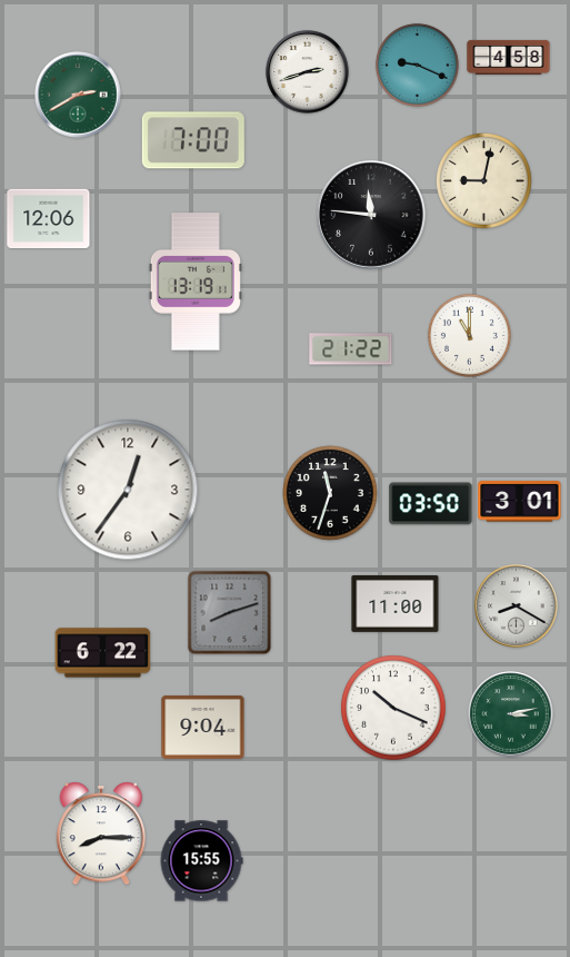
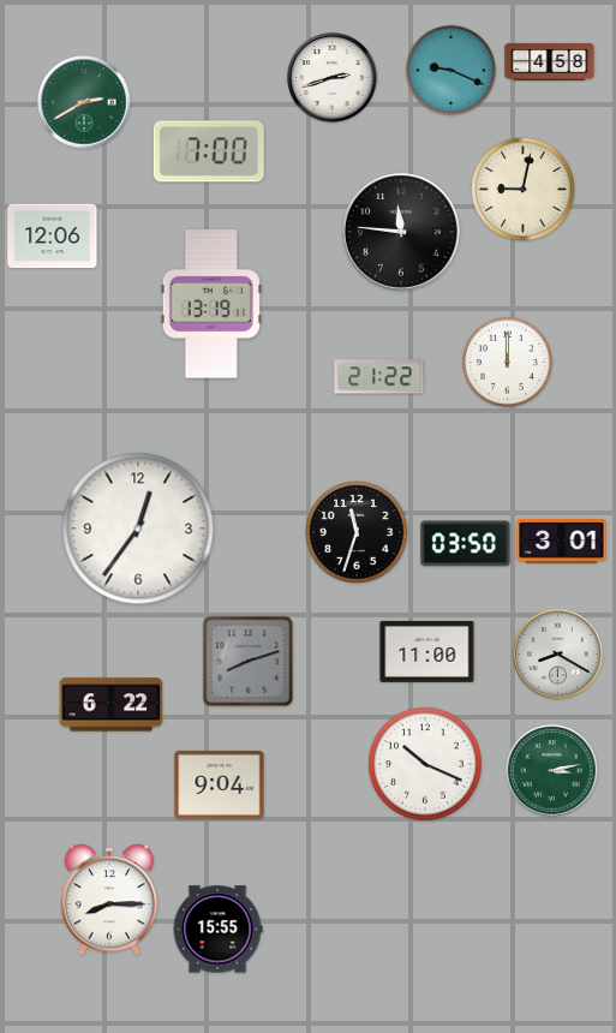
clock at (484, 181) position: (484, 181) -> (524, 190)
clock at (469, 335): 11:00 -> 12:00
